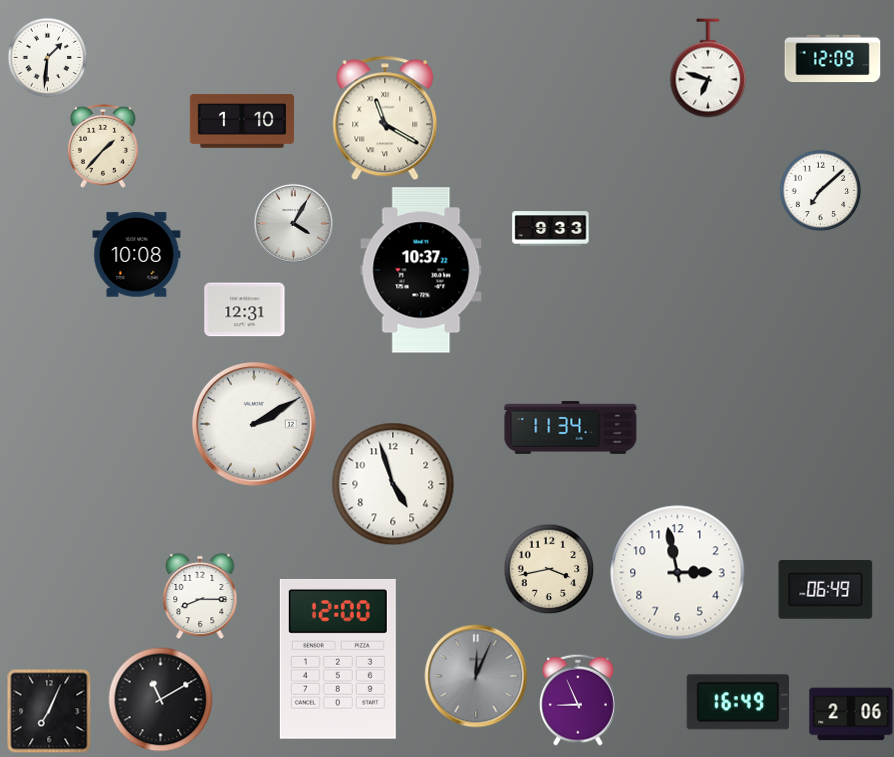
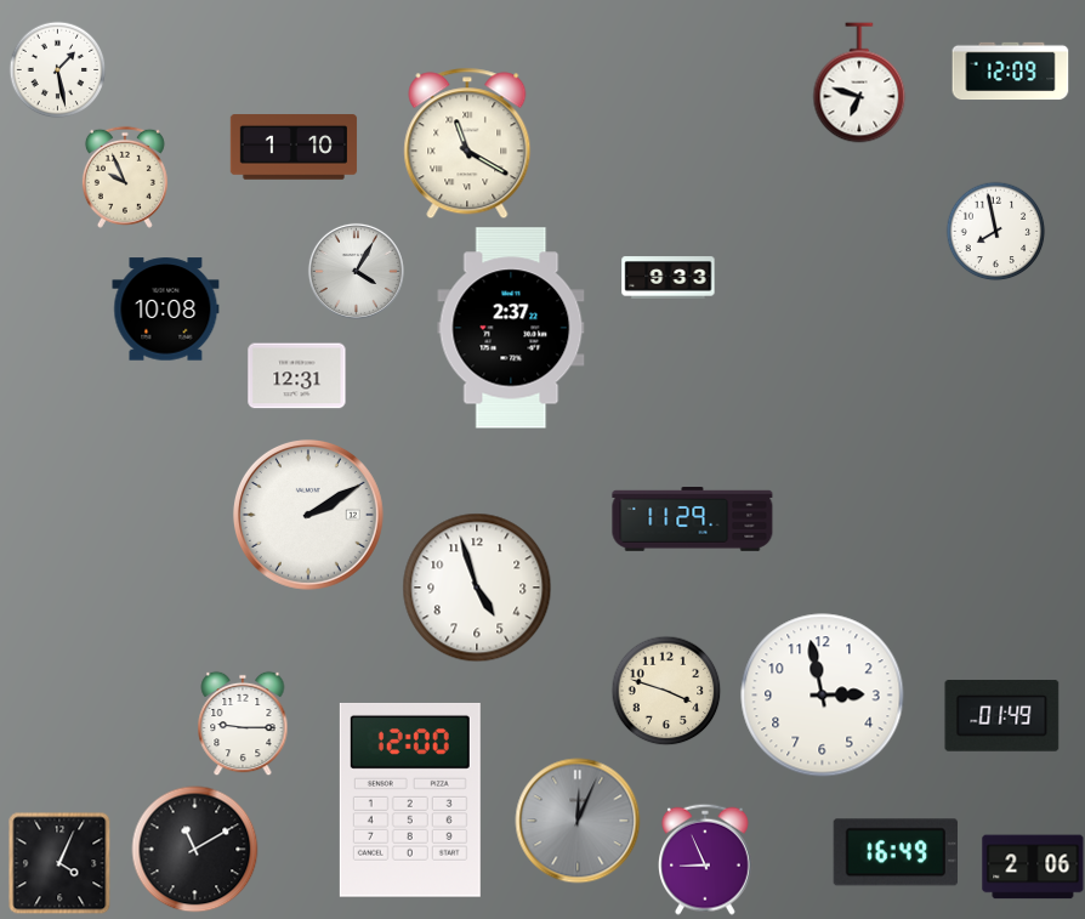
clock at (47, 57): 1:31 -> 1:28
clock at (103, 146): 1:37 -> 9:56
clock at (820, 190): 7:08 -> 7:58
clock at (421, 270): 10:37 -> 2:37
clock at (571, 428): 11:34 -> 11:29
clock at (549, 569): 3:43 -> 3:48
clock at (826, 590): 06:49 -> 01:49
clock at (200, 596): 8:15 -> 9:15
clock at (579, 700) position: (579, 700) -> (706, 860)
clock at (49, 711): 7:04 -> 4:04
